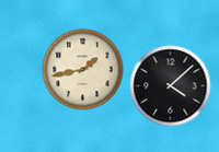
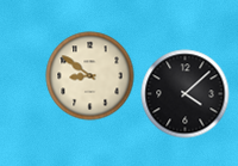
clock at (83, 70): 1:43 -> 8:51
